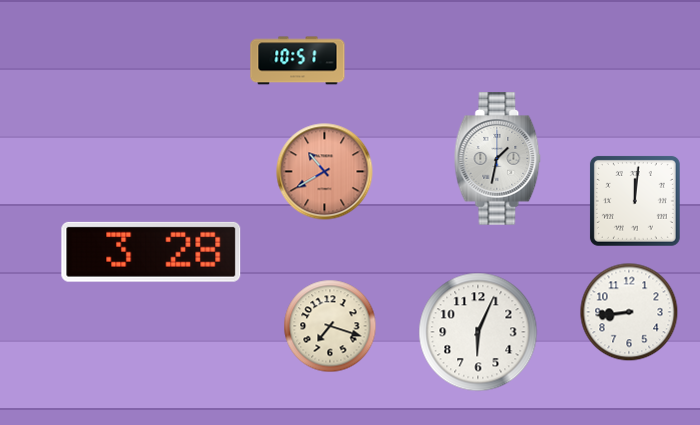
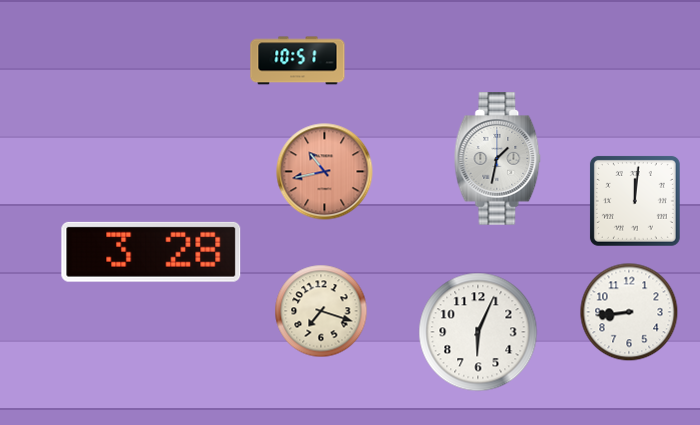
clock at (325, 172): 10:40 -> 10:43
clock at (330, 326) position: (330, 326) -> (321, 311)
